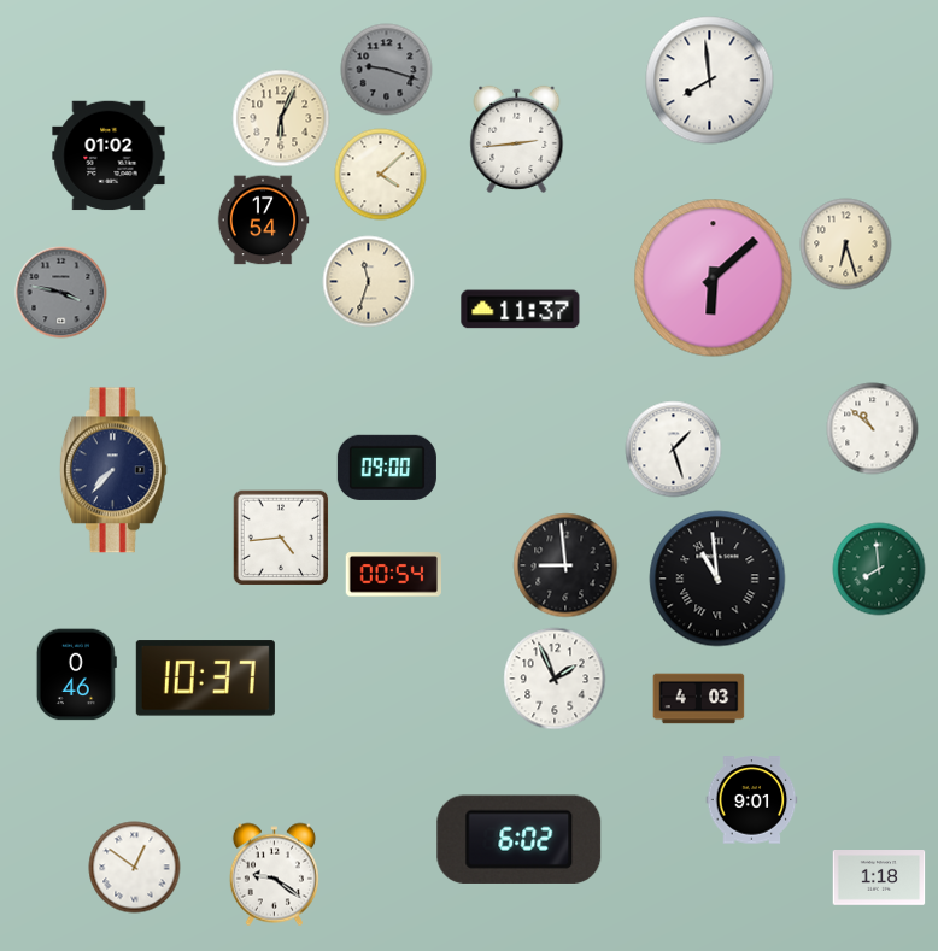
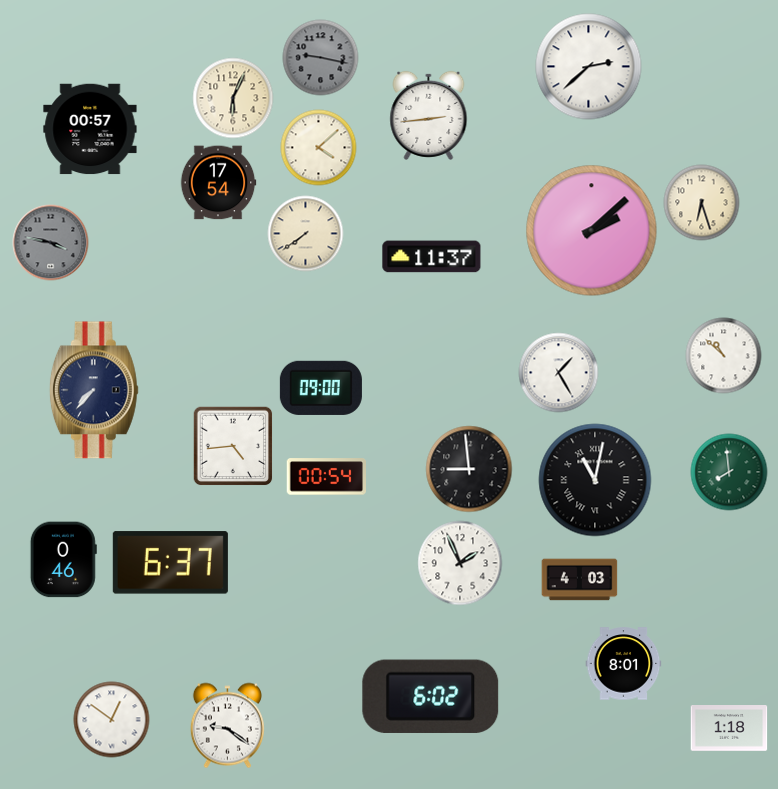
clock at (387, 70): 9:18 -> 9:17
clock at (710, 81): 7:59 -> 2:38
clock at (109, 155): 01:02 -> 00:57
clock at (381, 175) position: (381, 175) -> (319, 148)
clock at (714, 278): 6:08 -> 2:08
clock at (369, 282): 11:33 -> 7:39
clock at (674, 450): 1:27 -> 1:25
clock at (717, 579): 10:59 -> 11:02
clock at (205, 679): 10:37 -> 6:37
clock at (752, 800): 9:01 -> 8:01
